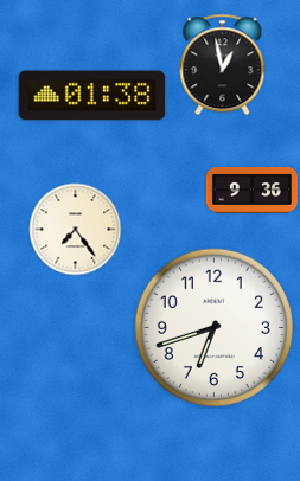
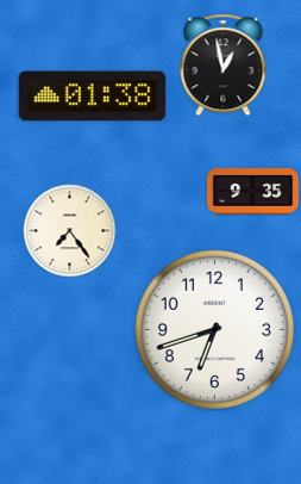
clock at (251, 191): 9:36 -> 9:35
clock at (75, 229) position: (75, 229) -> (69, 230)
